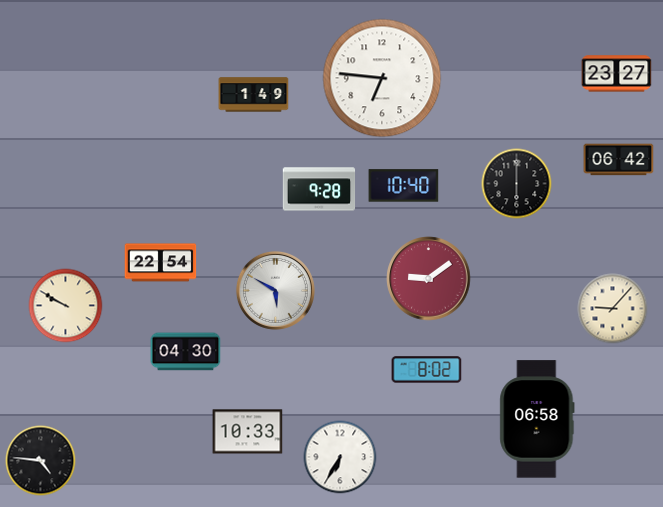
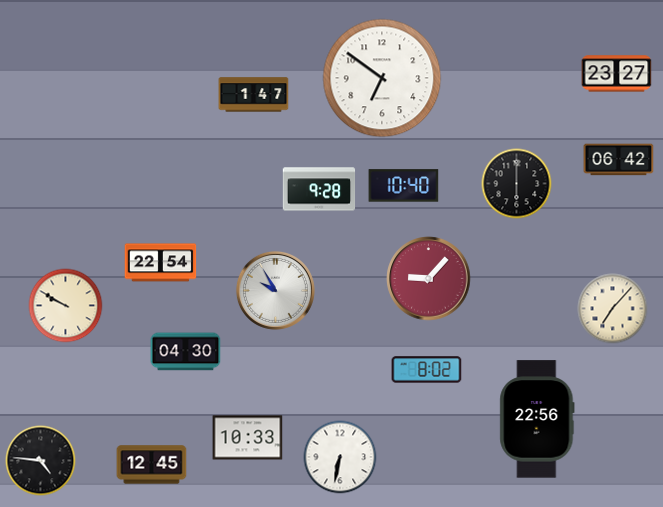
clock at (382, 78): 6:46 -> 6:51
clock at (254, 95): 1:49 -> 1:47
clock at (429, 279): 9:09 -> 9:07
clock at (275, 290): 5:50 -> 9:55
clock at (613, 309): 9:07 -> 7:07
clock at (537, 419): 06:58 -> 22:56
clock at (248, 432) position: (248, 432) -> (248, 438)
clock at (340, 457): 6:35 -> 6:32
clock at (152, 465): none -> 12:45
